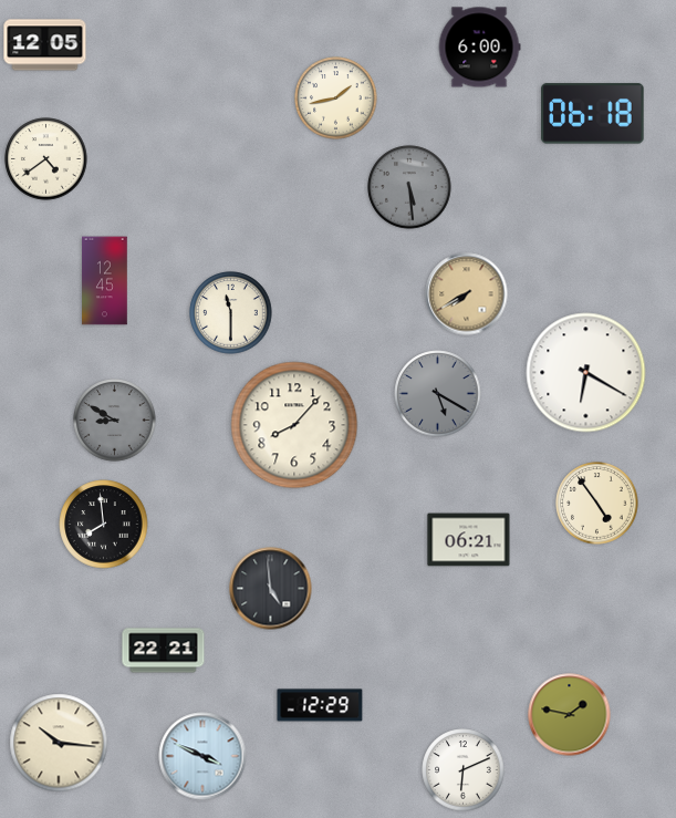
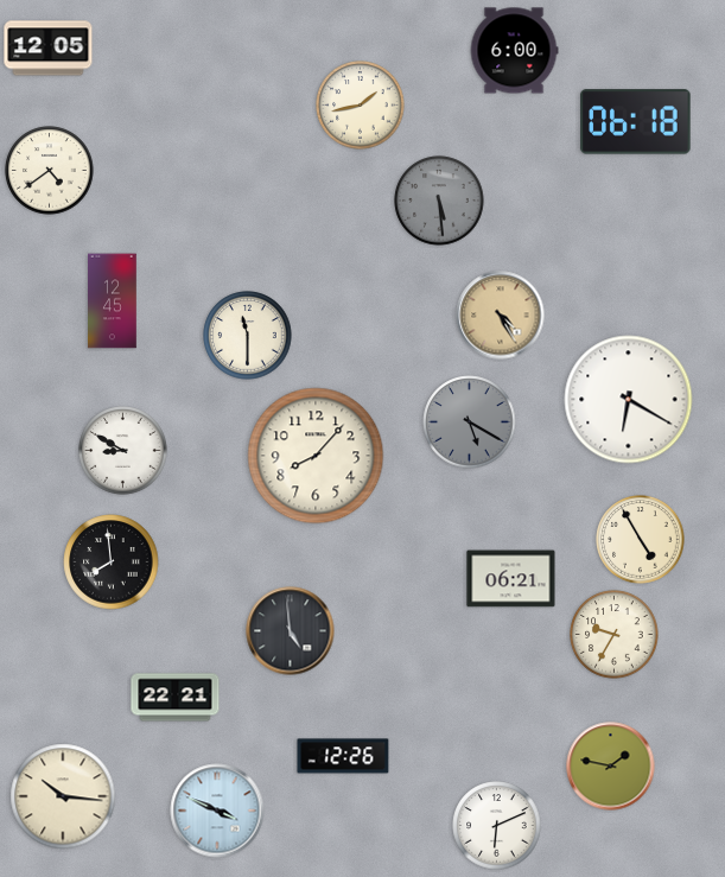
clock at (467, 294): 7:40 -> 4:25
clock at (115, 421) dial: grey -> white
clock at (597, 504): 4:54 -> 4:55
clock at (469, 540) position: (469, 540) -> (511, 579)
clock at (615, 635): none -> 9:35
clock at (320, 705): 12:29 -> 12:26
